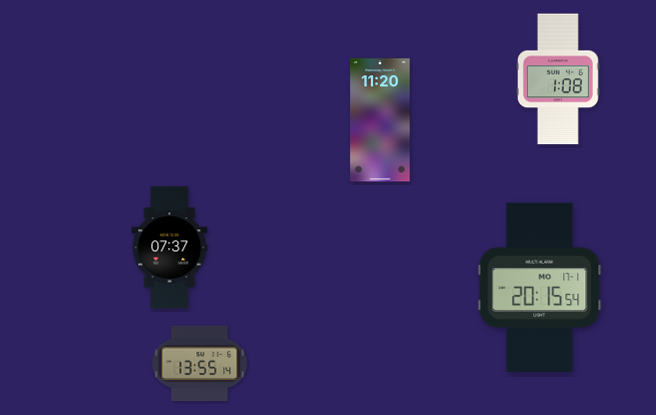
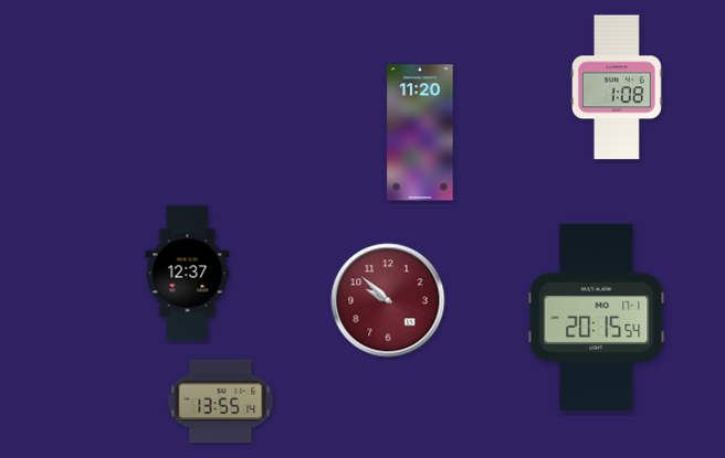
clock at (170, 248): 07:37 -> 12:37
clock at (388, 300): none -> 9:52
